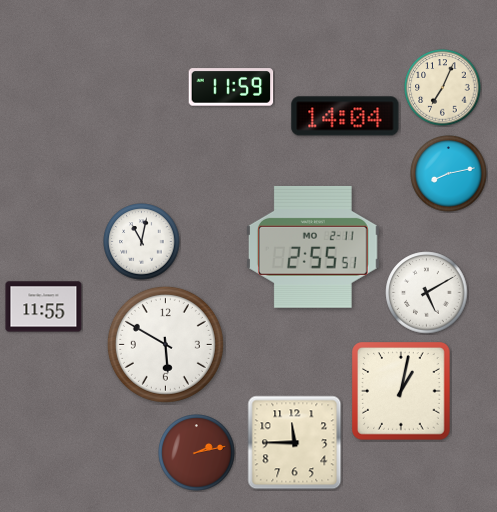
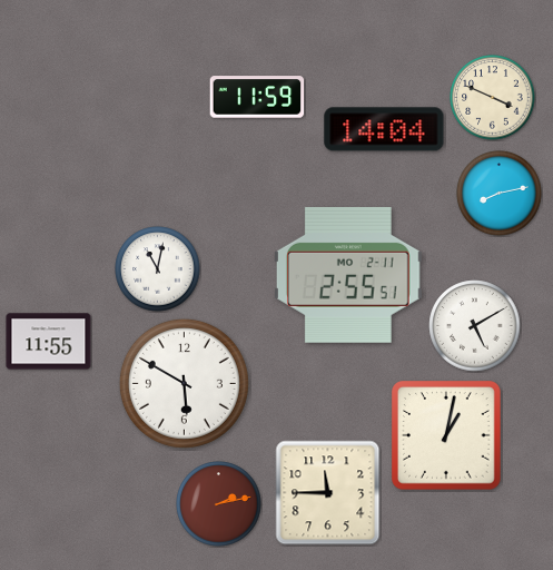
clock at (443, 88): 7:04 -> 3:49
